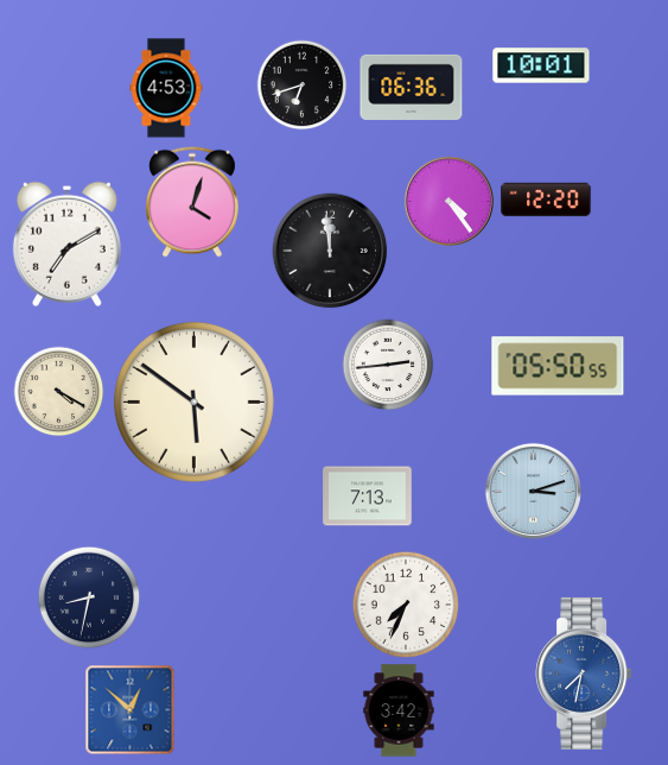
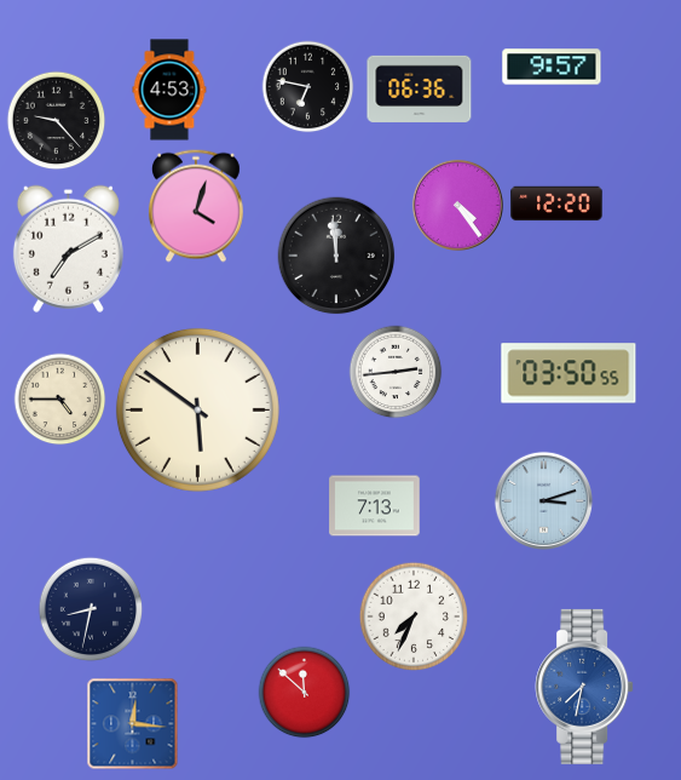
clock at (541, 65): 10:01 -> 9:57
clock at (303, 86): 6:42 -> 6:47
clock at (57, 121): none -> 9:23
clock at (558, 366): 05:50 -> 03:50
clock at (59, 392): 4:20 -> 4:45
clock at (584, 674) position: (584, 674) -> (584, 687)
clock at (305, 693): none -> 11:52
clock at (131, 710): 12:52 -> 12:16
clock at (399, 710): 3:42 -> none
